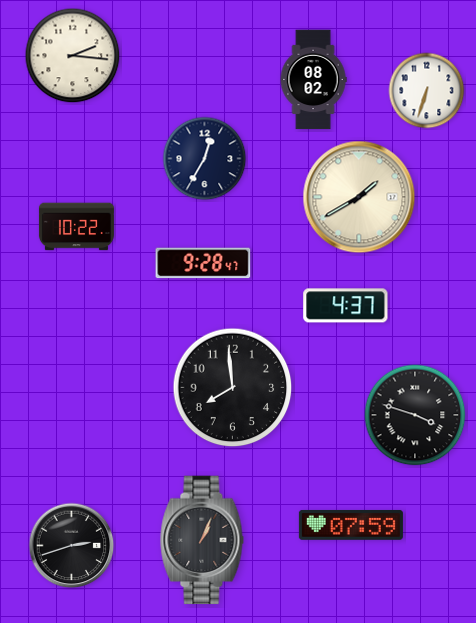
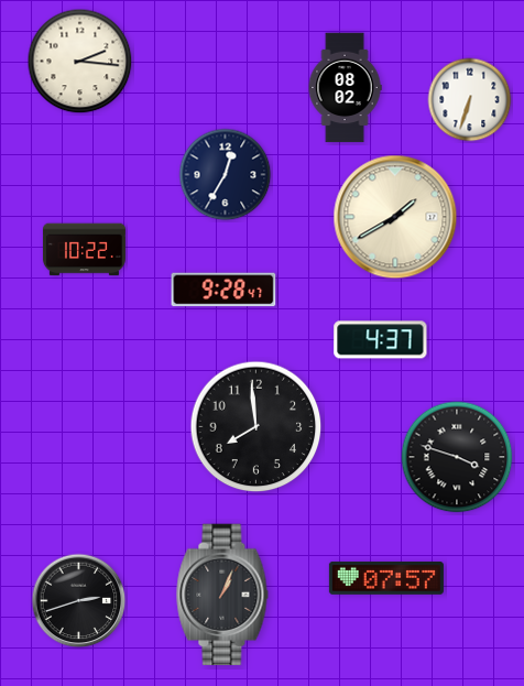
clock at (346, 306) position: (346, 306) -> (381, 340)
clock at (351, 525): 07:59 -> 07:57
